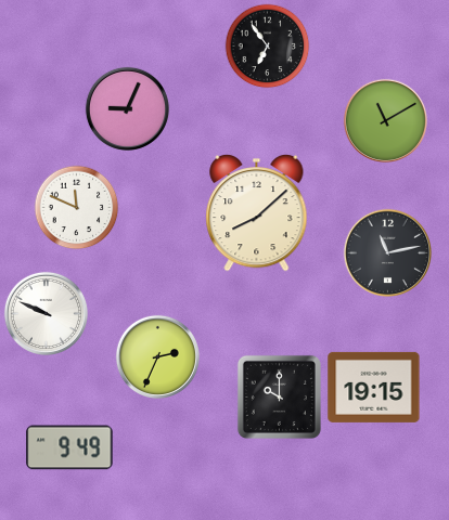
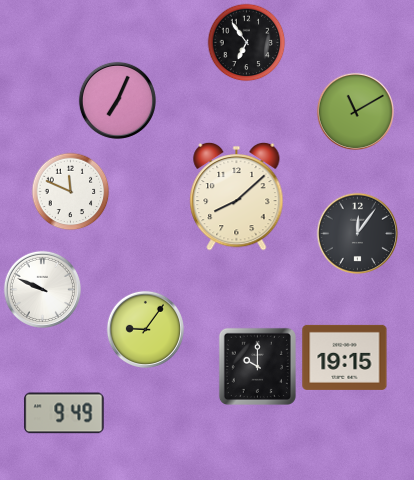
clock at (127, 108): 9:04 -> 7:04
clock at (387, 252): 11:13 -> 12:06
clock at (157, 356): 2:34 -> 9:06
